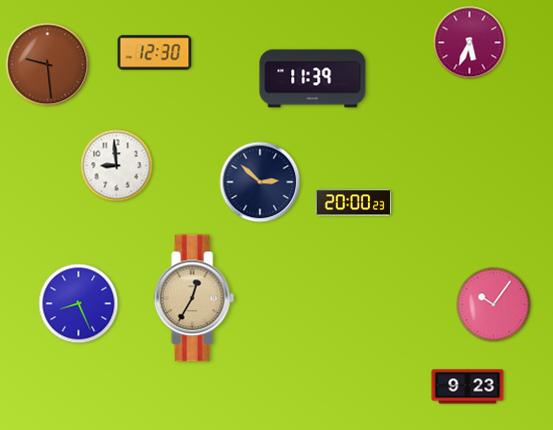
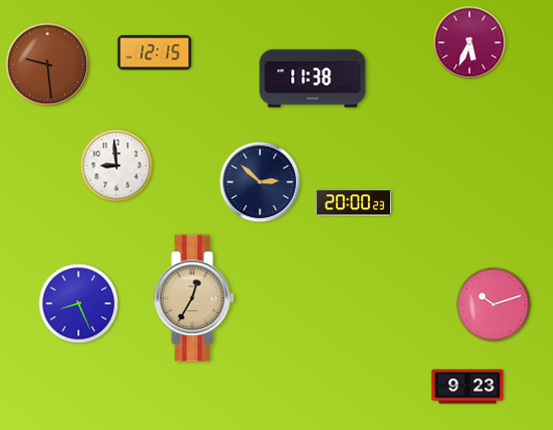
clock at (155, 53): 12:30 -> 12:15
clock at (313, 79): 11:39 -> 11:38
clock at (494, 305): 10:06 -> 10:12
